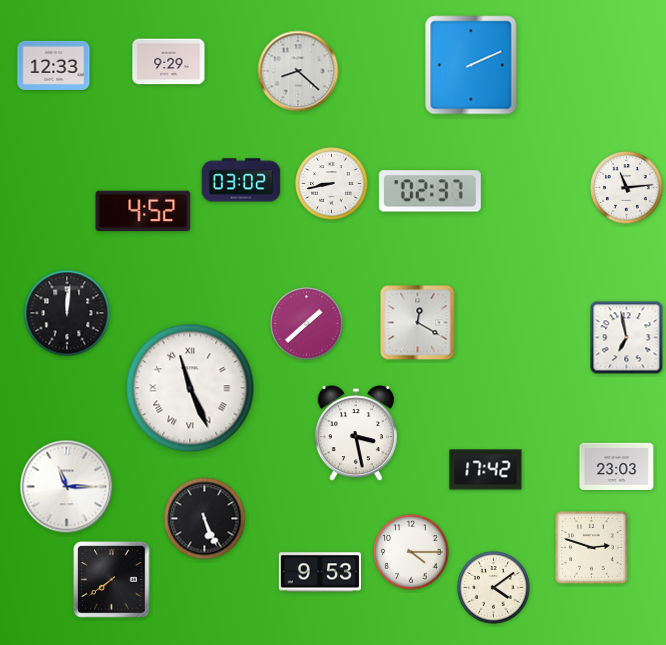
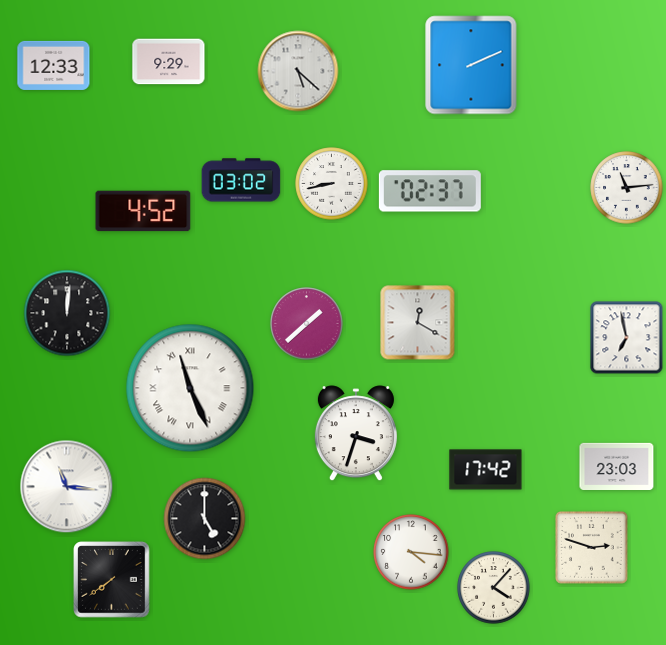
clock at (298, 71): 8:22 -> 5:22
clock at (356, 434): 3:28 -> 3:33
clock at (67, 487): 11:15 -> 11:16
clock at (205, 519): 5:26 -> 5:00
clock at (411, 552): 4:15 -> 4:16
clock at (320, 572): 9:53 -> none
clock at (494, 588): 4:09 -> 4:07
